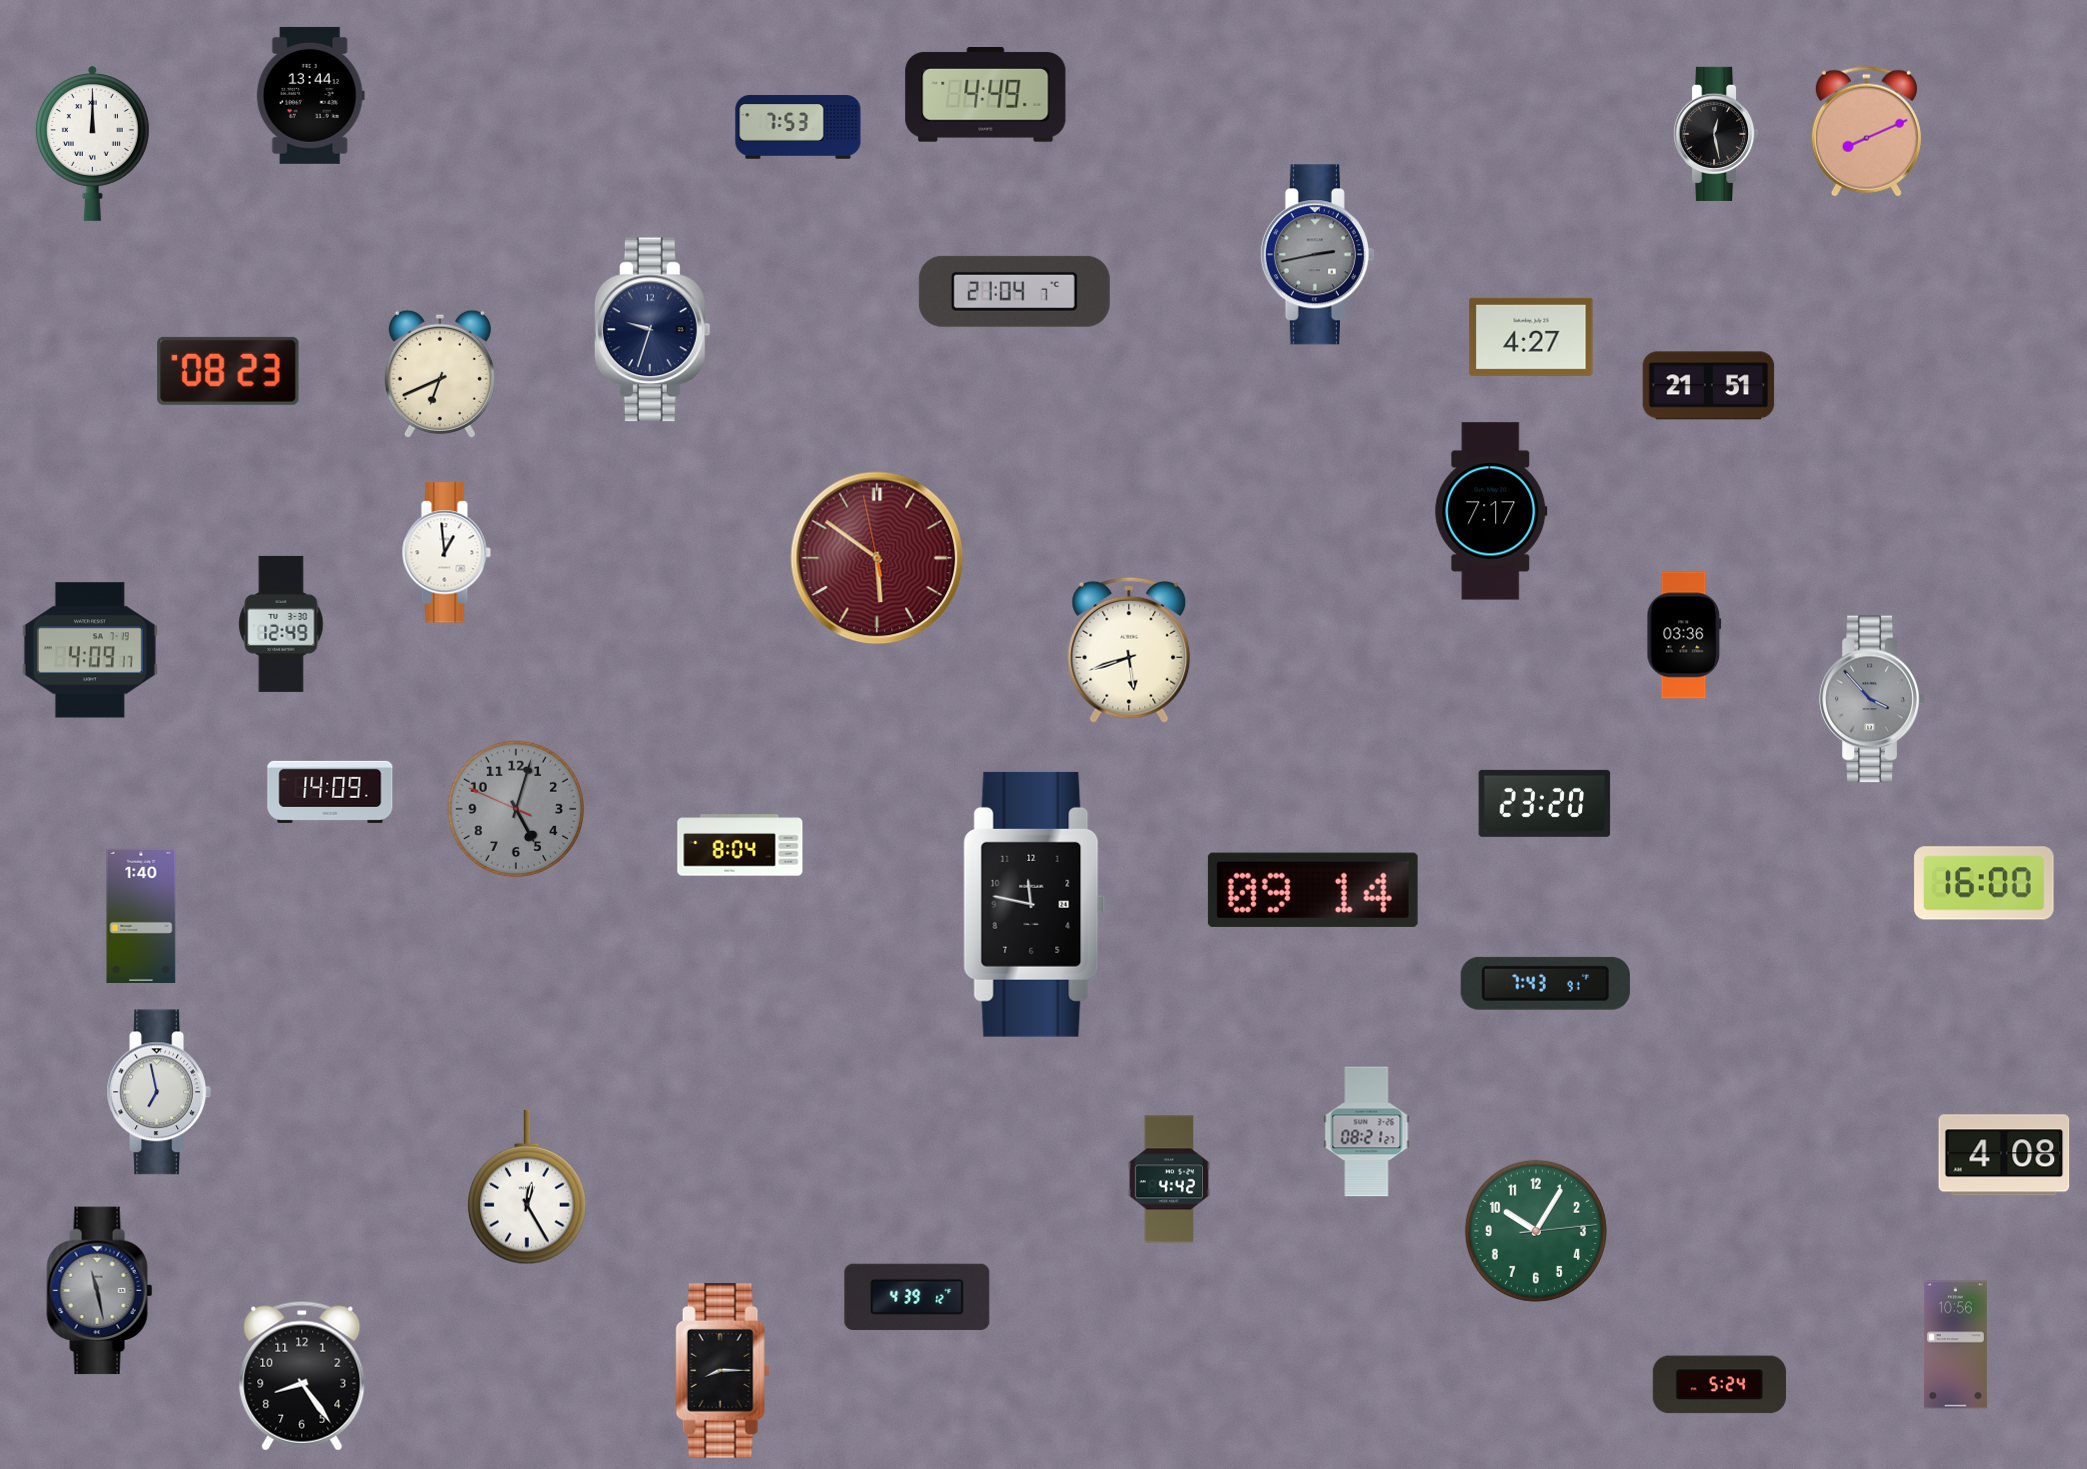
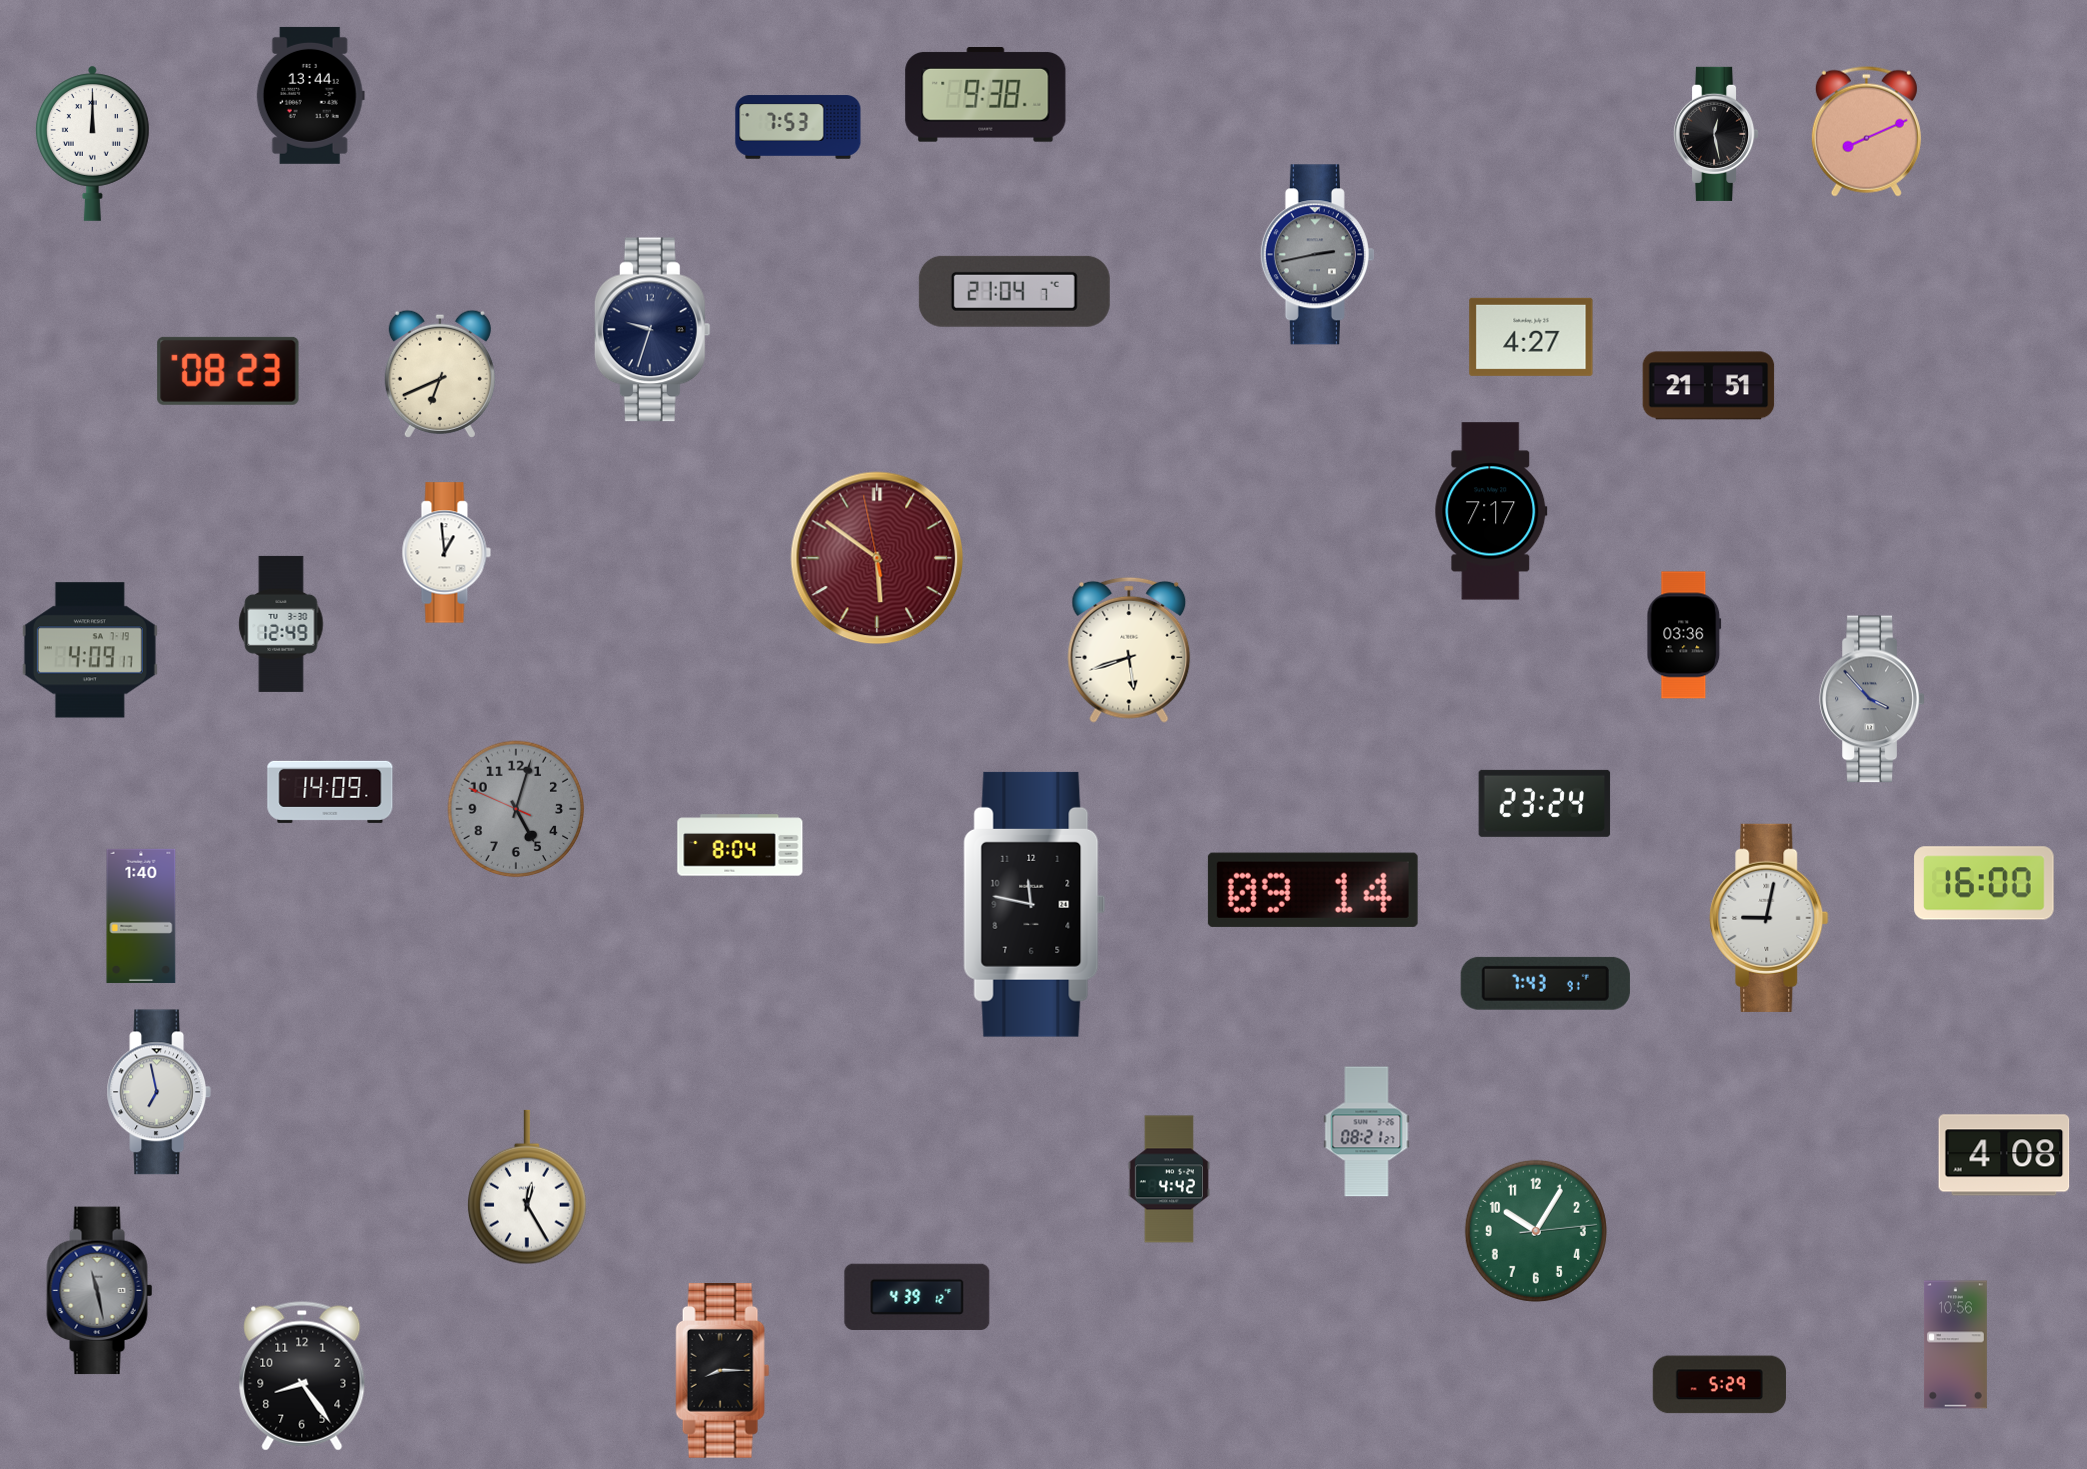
clock at (986, 95): 4:49 -> 9:38
clock at (1545, 803): 23:20 -> 23:24
clock at (1769, 918): none -> 9:02
clock at (1719, 1385): 5:24 -> 5:29
